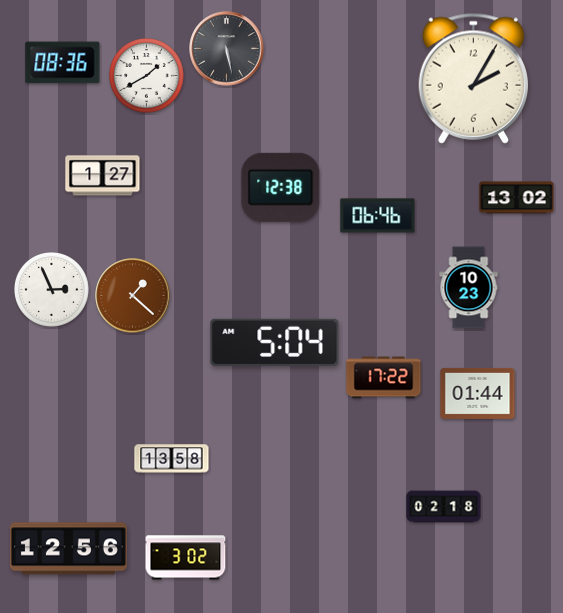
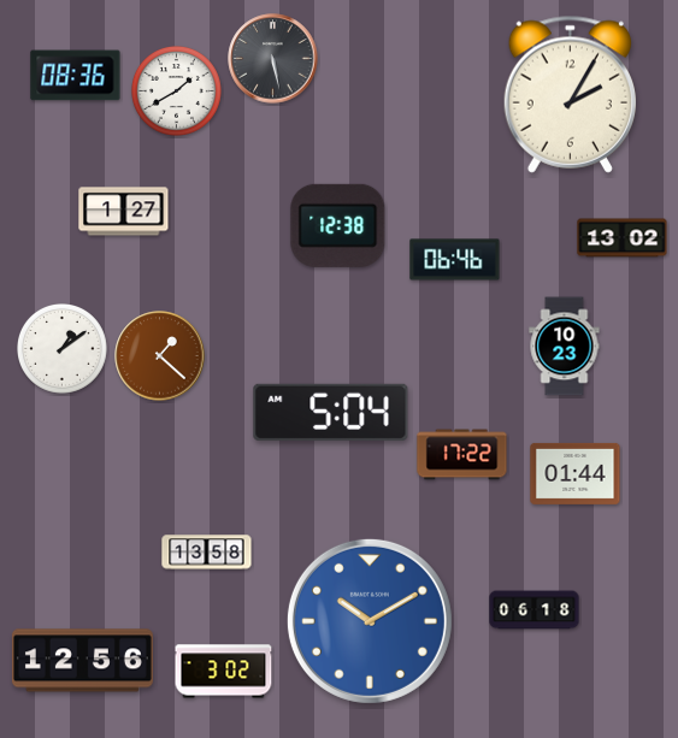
clock at (52, 290): 2:56 -> 1:09
clock at (444, 507): 02:18 -> 06:18
clock at (370, 621): none -> 10:10
